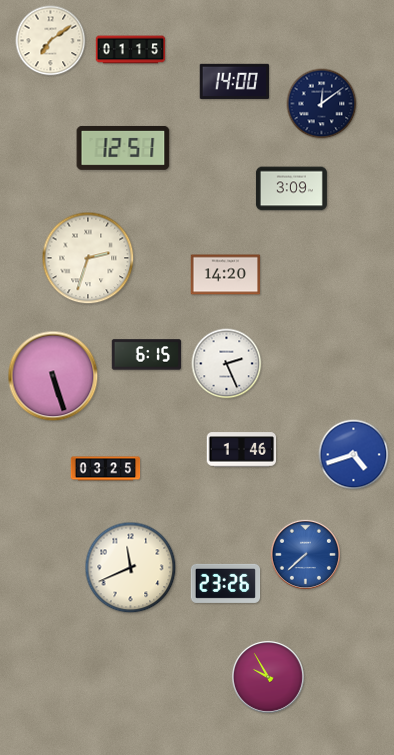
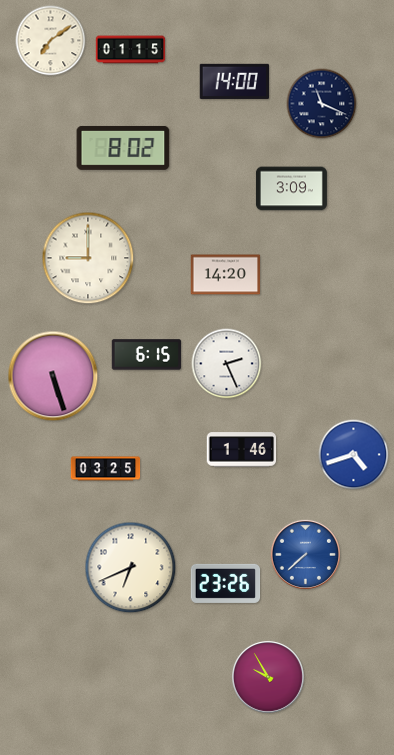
clock at (322, 104): 12:09 -> 11:19
clock at (123, 148): 12:51 -> 8:02
clock at (88, 258): 2:33 -> 9:00
clock at (131, 568): 11:41 -> 6:41
